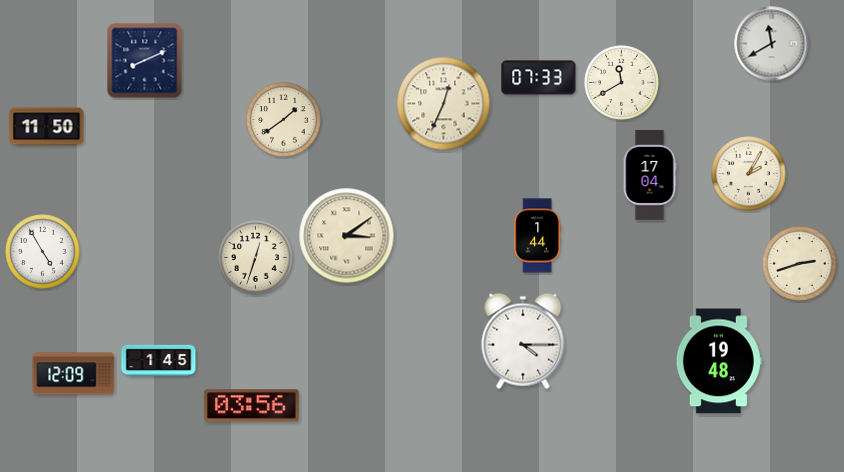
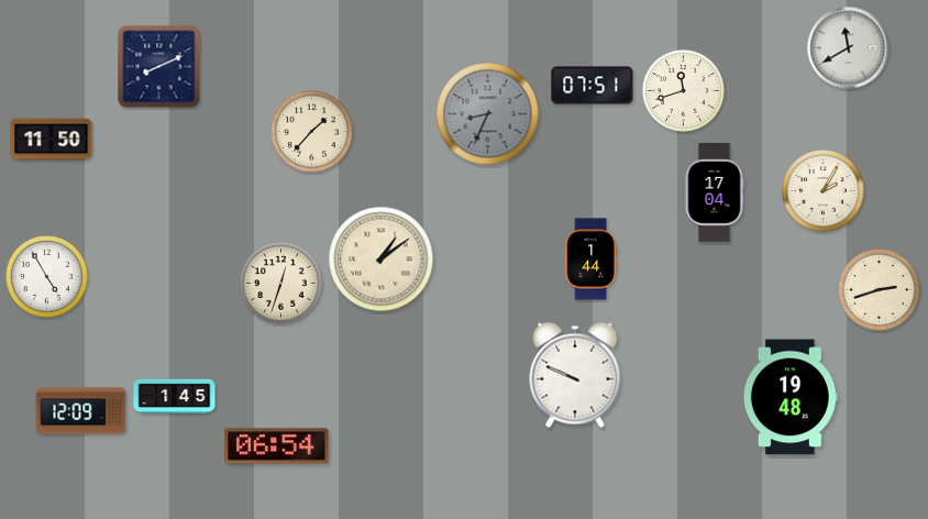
clock at (539, 78): 07:33 -> 07:51
clock at (622, 83): 11:40 -> 11:42
clock at (444, 104): 12:34 -> 8:34
clock at (444, 104) dial: cream -> grey
clock at (284, 120): 1:39 -> 1:37
clock at (347, 236): 3:09 -> 1:09
clock at (523, 341): 4:15 -> 9:49
clock at (252, 406): 03:56 -> 06:54
